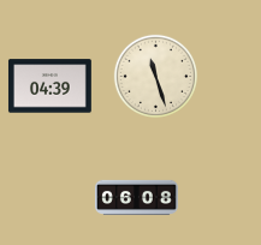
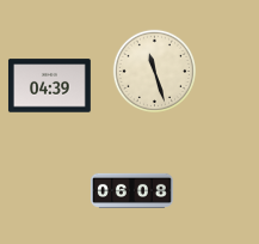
clock at (155, 76) position: (155, 76) -> (154, 71)
clock at (136, 197) position: (136, 197) -> (131, 190)
